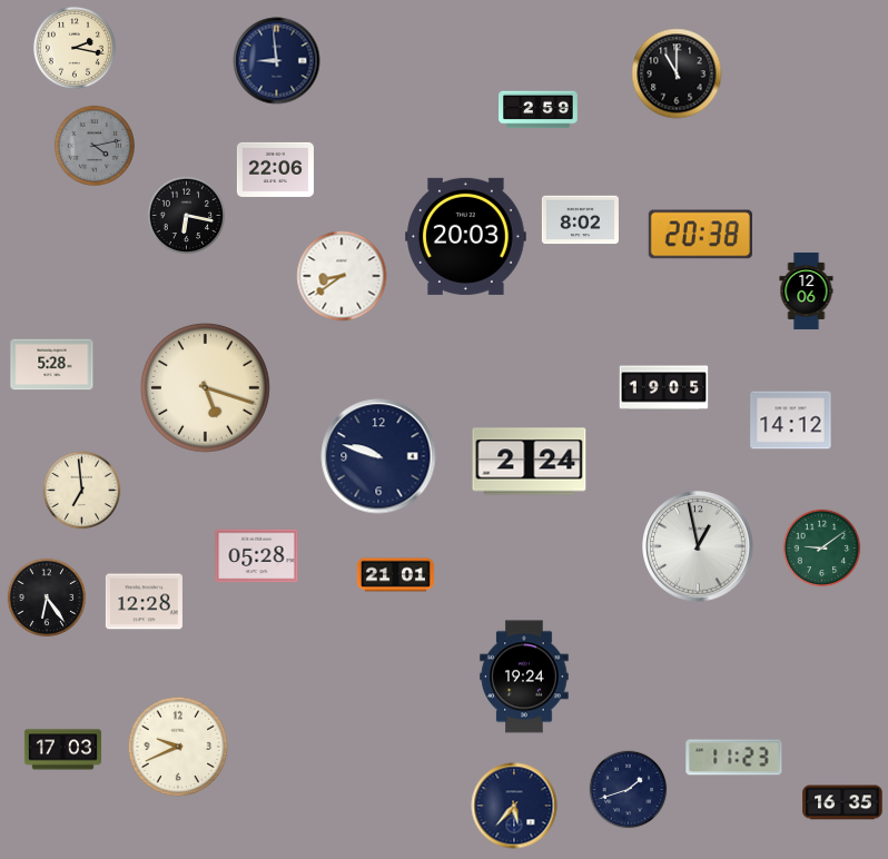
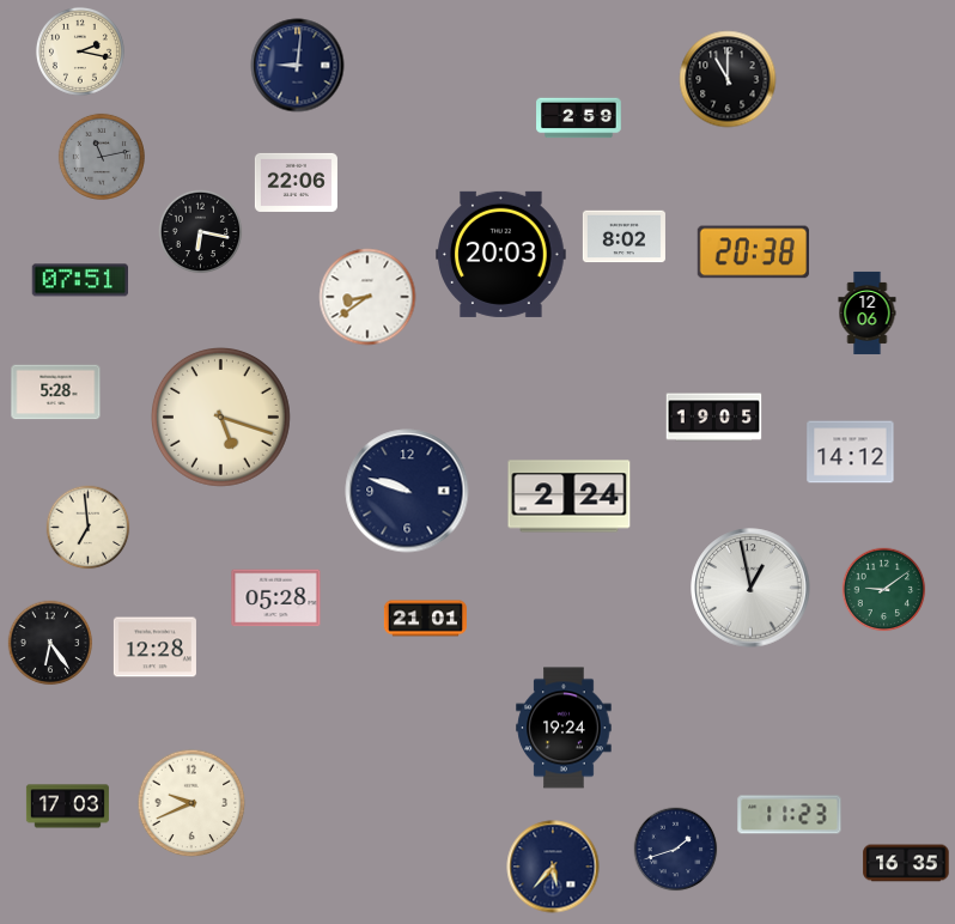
clock at (277, 61): 8:59 -> 9:01
clock at (95, 146): 4:13 -> 11:13
clock at (79, 280): none -> 07:51
